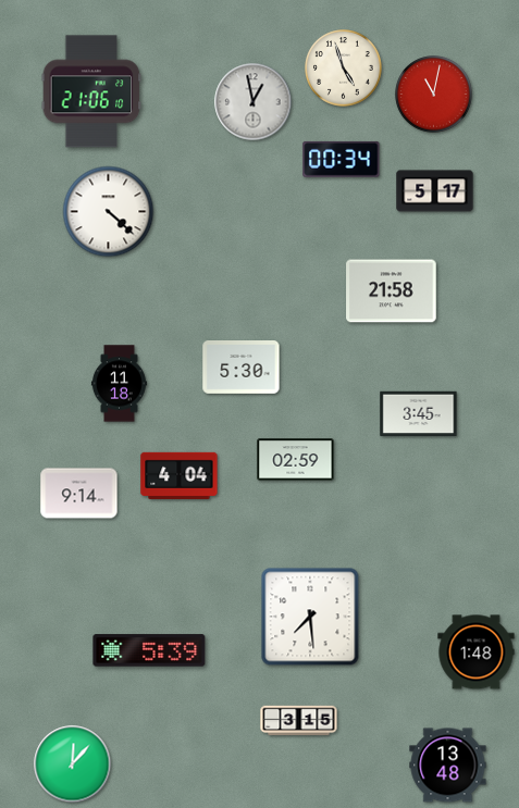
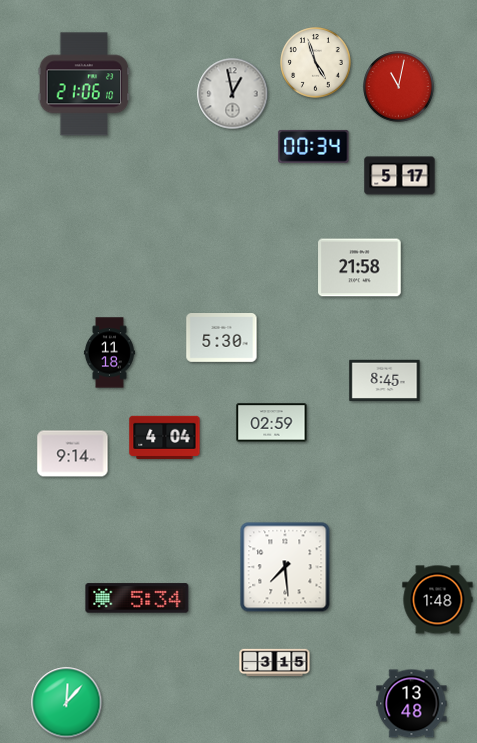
clock at (109, 212): 4:22 -> none
clock at (419, 414): 3:45 -> 8:45
clock at (149, 650): 5:39 -> 5:34
